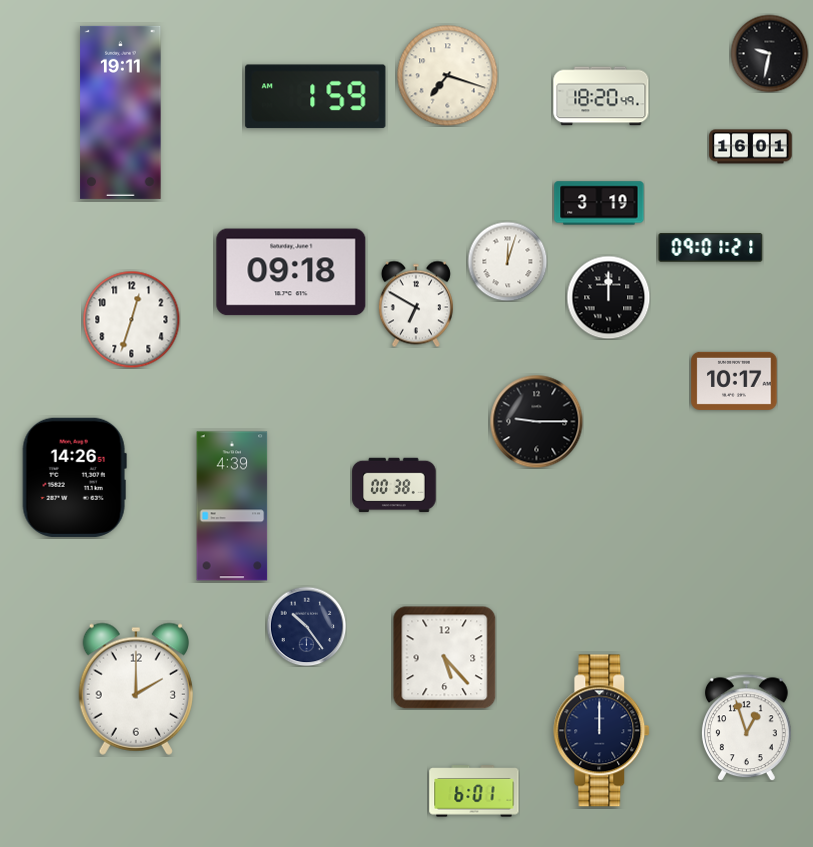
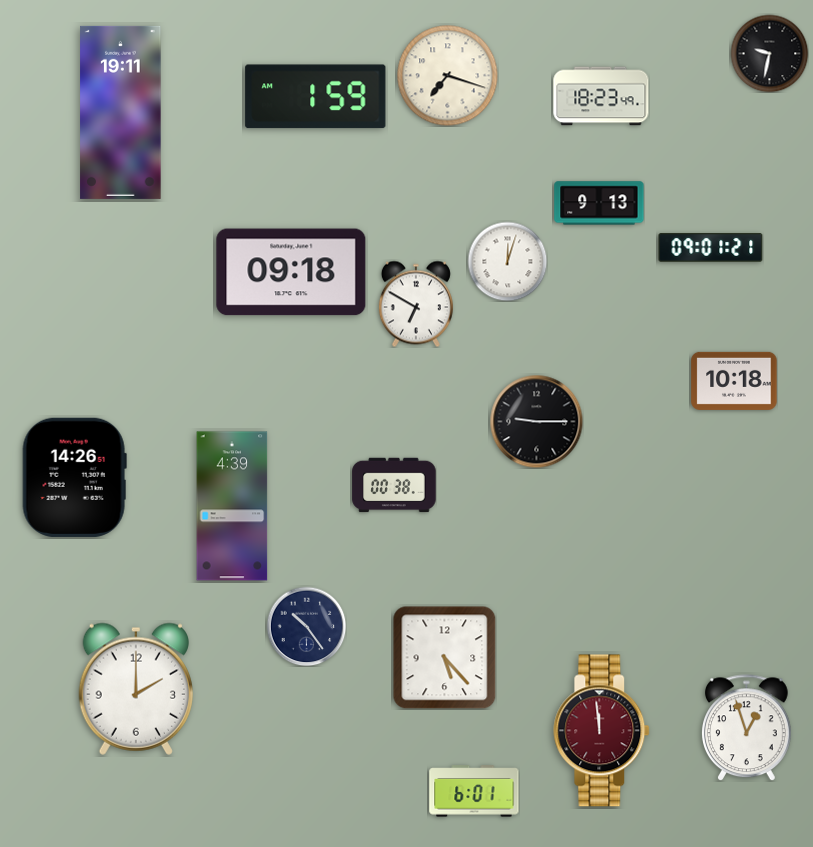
clock at (601, 96): 18:20 -> 18:23
clock at (751, 147): 16:01 -> none
clock at (599, 203): 3:19 -> 9:13
clock at (608, 297): 12:00 -> none
clock at (131, 319): 12:33 -> none
clock at (734, 381): 10:17 -> 10:18
clock at (602, 731): 12:00 -> 11:59
clock at (602, 731) dial: navy -> burgundy
